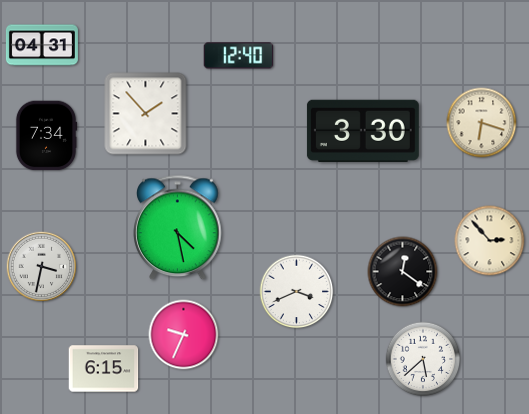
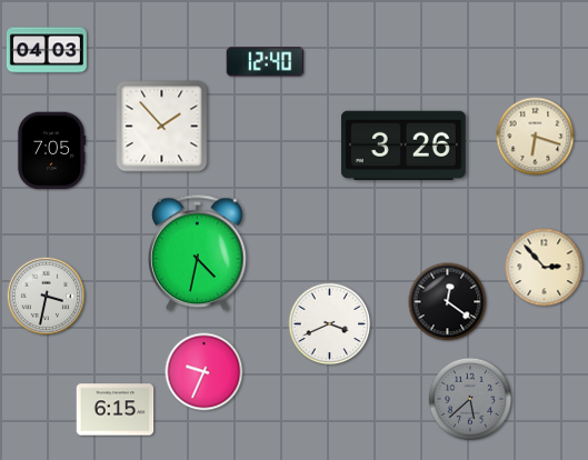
clock at (42, 45): 04:31 -> 04:03
clock at (363, 131): 3:30 -> 3:26
clock at (46, 136): 7:34 -> 7:05
clock at (178, 228): 4:28 -> 4:32
clock at (423, 359) dial: white -> grey
